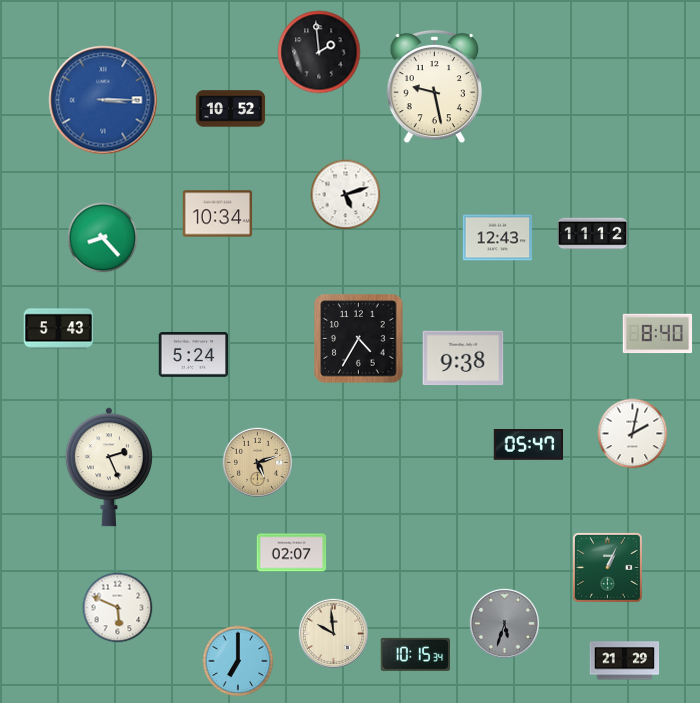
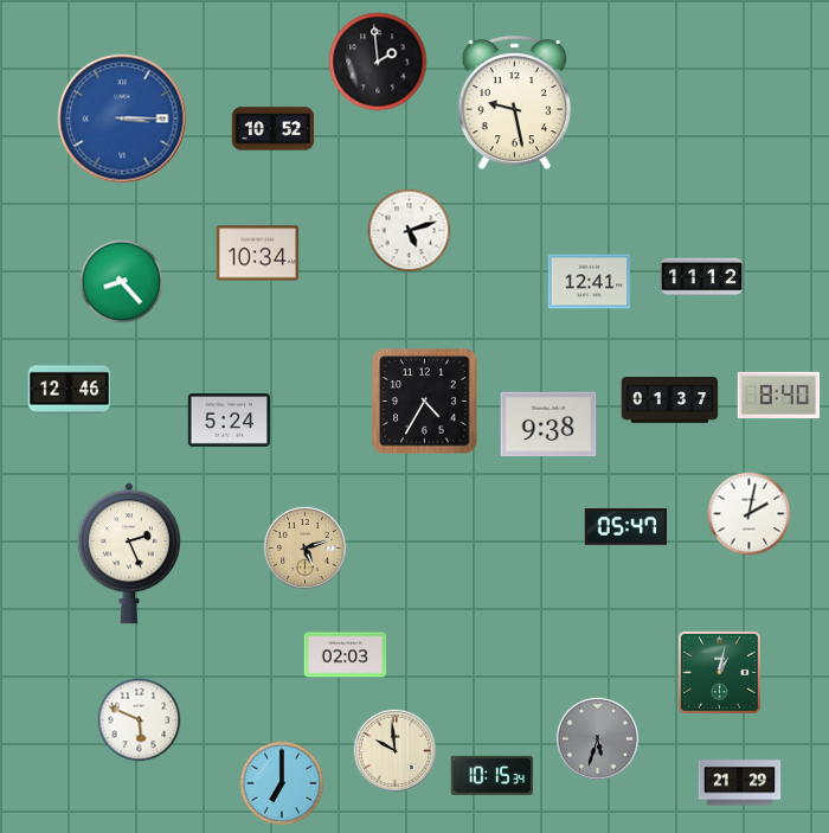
clock at (498, 238): 12:43 -> 12:41
clock at (59, 329): 5:43 -> 12:46
clock at (670, 401): none -> 01:37
clock at (292, 553): 02:07 -> 02:03
clock at (607, 567): 1:04 -> 1:02
